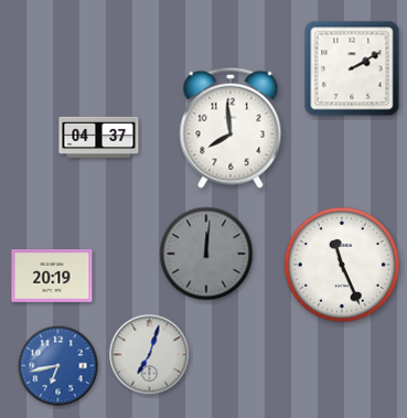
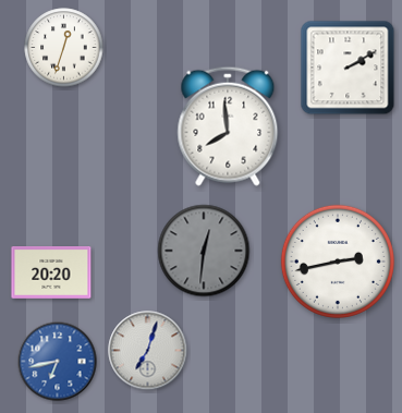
clock at (64, 48): none -> 12:33
clock at (99, 137): 04:37 -> none
clock at (206, 254): 12:01 -> 12:31
clock at (342, 265): 11:26 -> 2:43
clock at (52, 277): 20:19 -> 20:20
